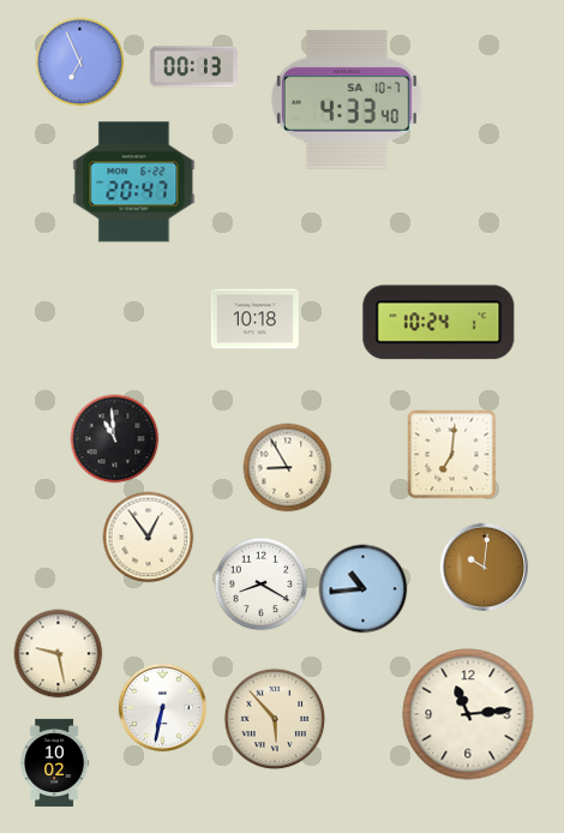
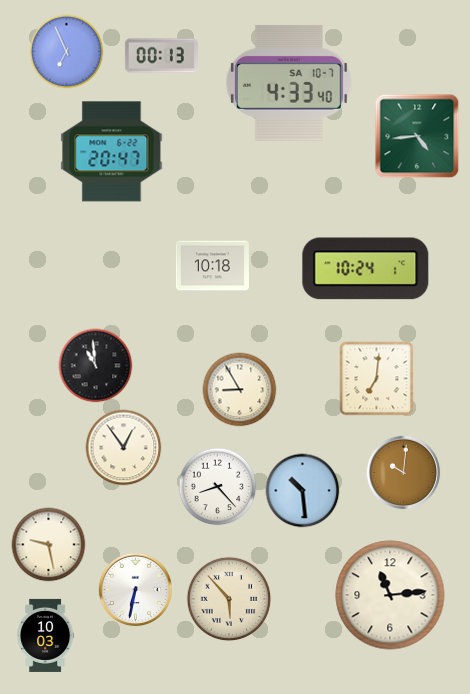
clock at (417, 136): none -> 4:44
clock at (262, 585): 8:20 -> 8:23
clock at (364, 589): 10:44 -> 10:29
clock at (55, 762): 10:02 -> 10:03
